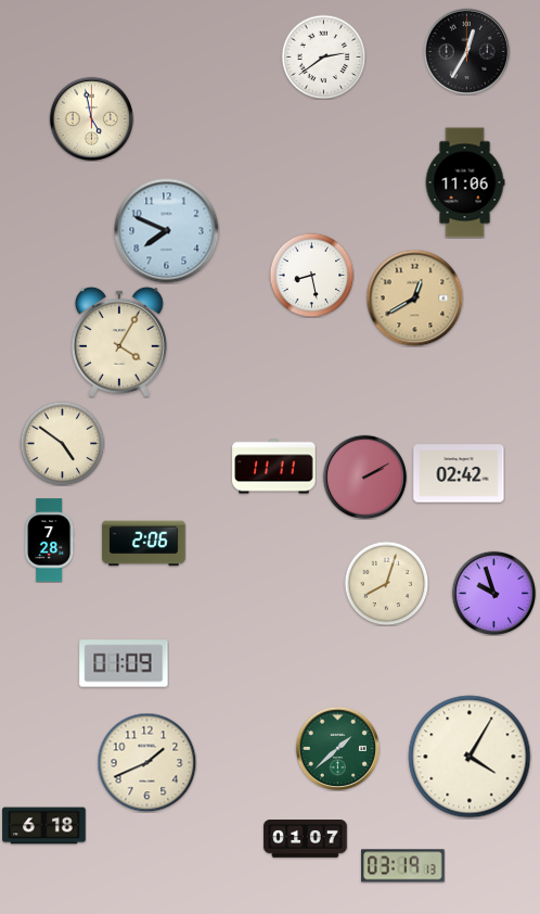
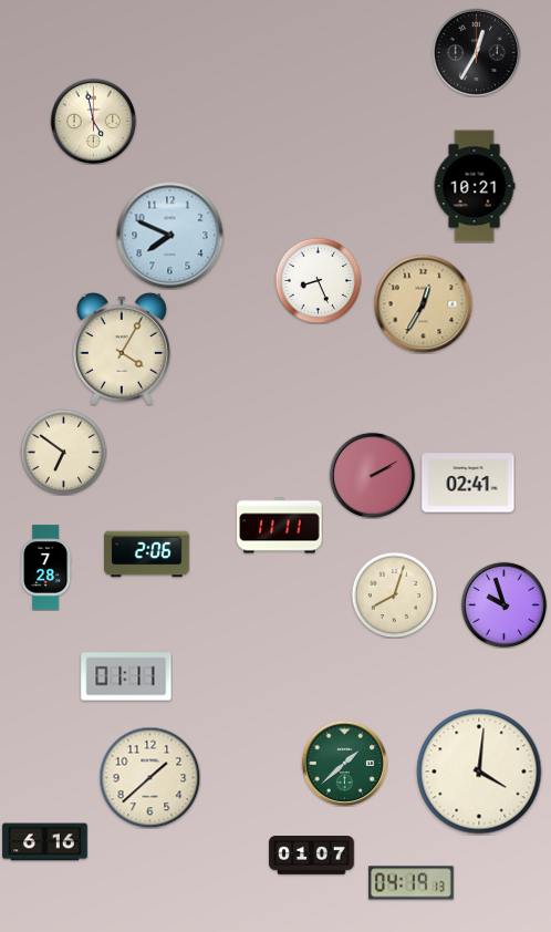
clock at (323, 56): 2:39 -> none
clock at (465, 182): 11:06 -> 10:21
clock at (311, 275): 8:28 -> 8:26
clock at (414, 297): 12:40 -> 12:35
clock at (62, 443): 4:51 -> 6:51
clock at (274, 467) position: (274, 467) -> (280, 526)
clock at (459, 473): 02:42 -> 02:41
clock at (364, 477) position: (364, 477) -> (372, 475)
clock at (50, 541) position: (50, 541) -> (46, 568)
clock at (124, 663): 01:09 -> 01:11
clock at (470, 757): 4:05 -> 4:01
clock at (146, 762): 1:41 -> 1:38
clock at (44, 826): 6:18 -> 6:16
clock at (403, 866): 03:19 -> 04:19
